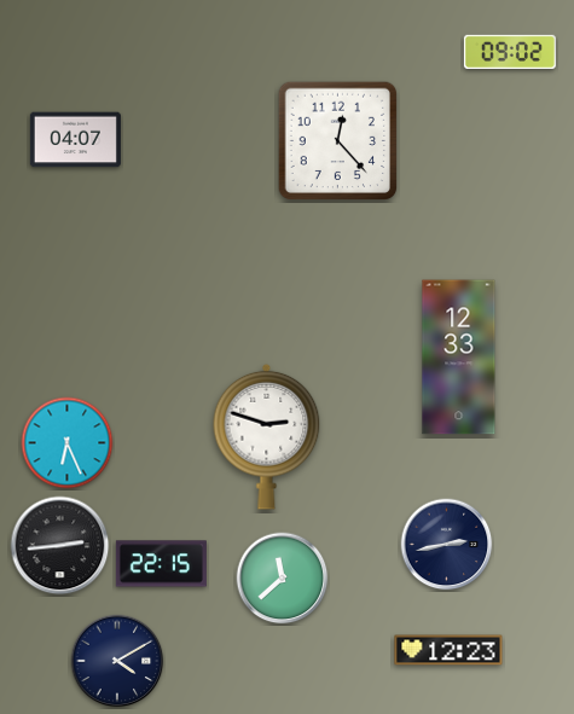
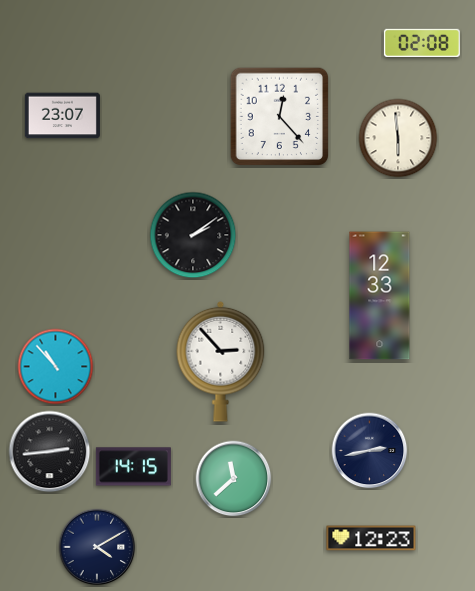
clock at (510, 52): 09:02 -> 02:08
clock at (75, 140): 04:07 -> 23:07
clock at (398, 138): none -> 5:59
clock at (193, 235): none -> 2:09
clock at (267, 436): 2:48 -> 2:53
clock at (68, 443): 6:26 -> 10:53
clock at (161, 564): 22:15 -> 14:15
